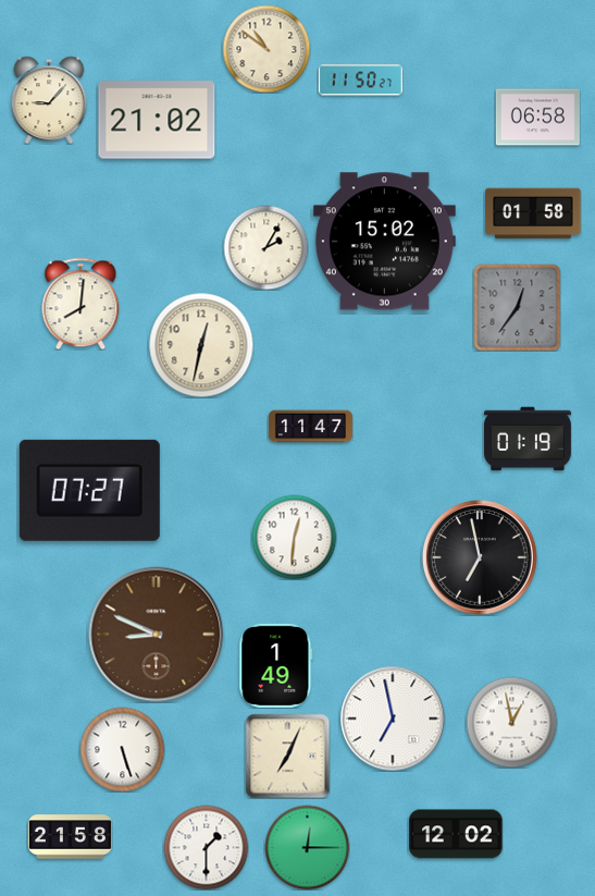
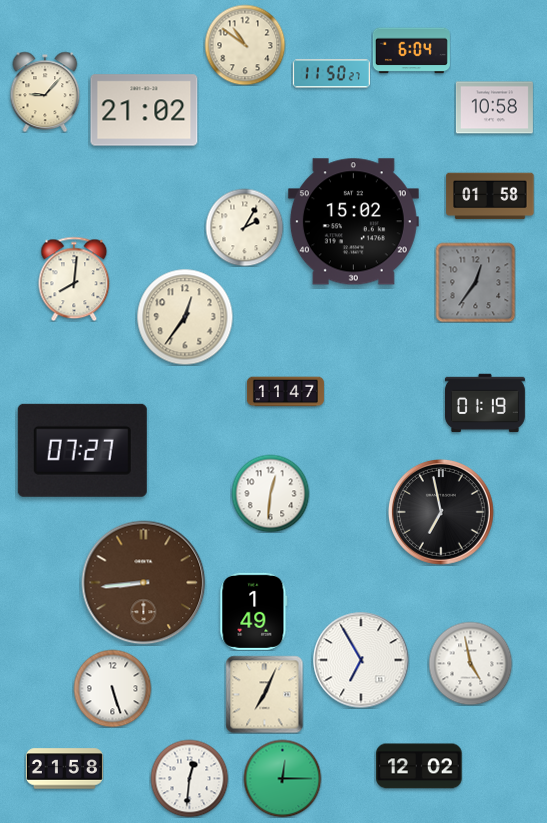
clock at (411, 51): none -> 6:04
clock at (537, 118): 06:58 -> 10:58
clock at (201, 345): 12:32 -> 12:36
clock at (157, 635): 8:49 -> 8:44
clock at (393, 719): 6:58 -> 6:55
clock at (511, 722): 12:58 -> 4:58
clock at (206, 847): 1:30 -> 12:31
